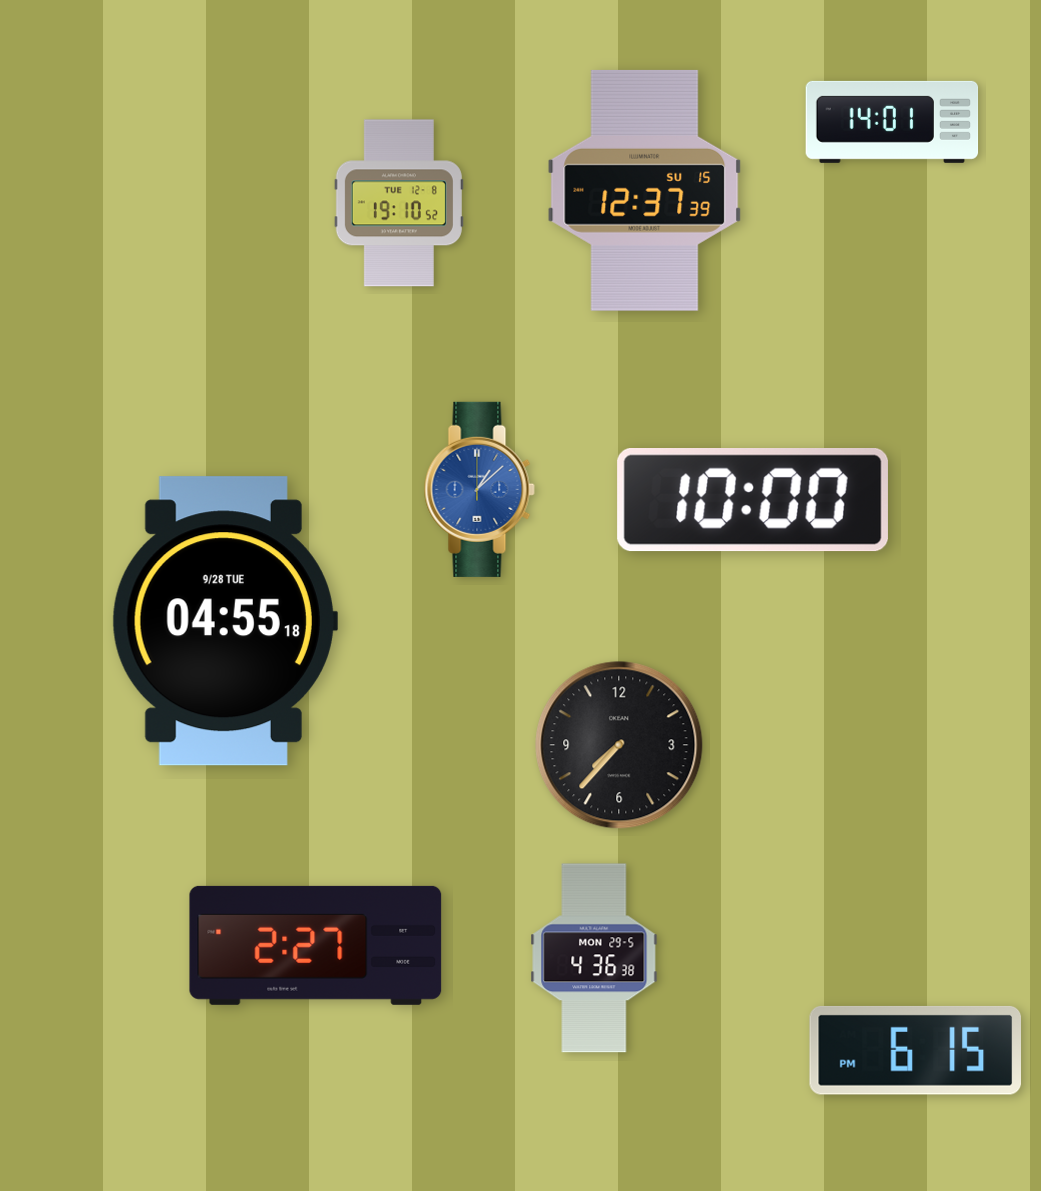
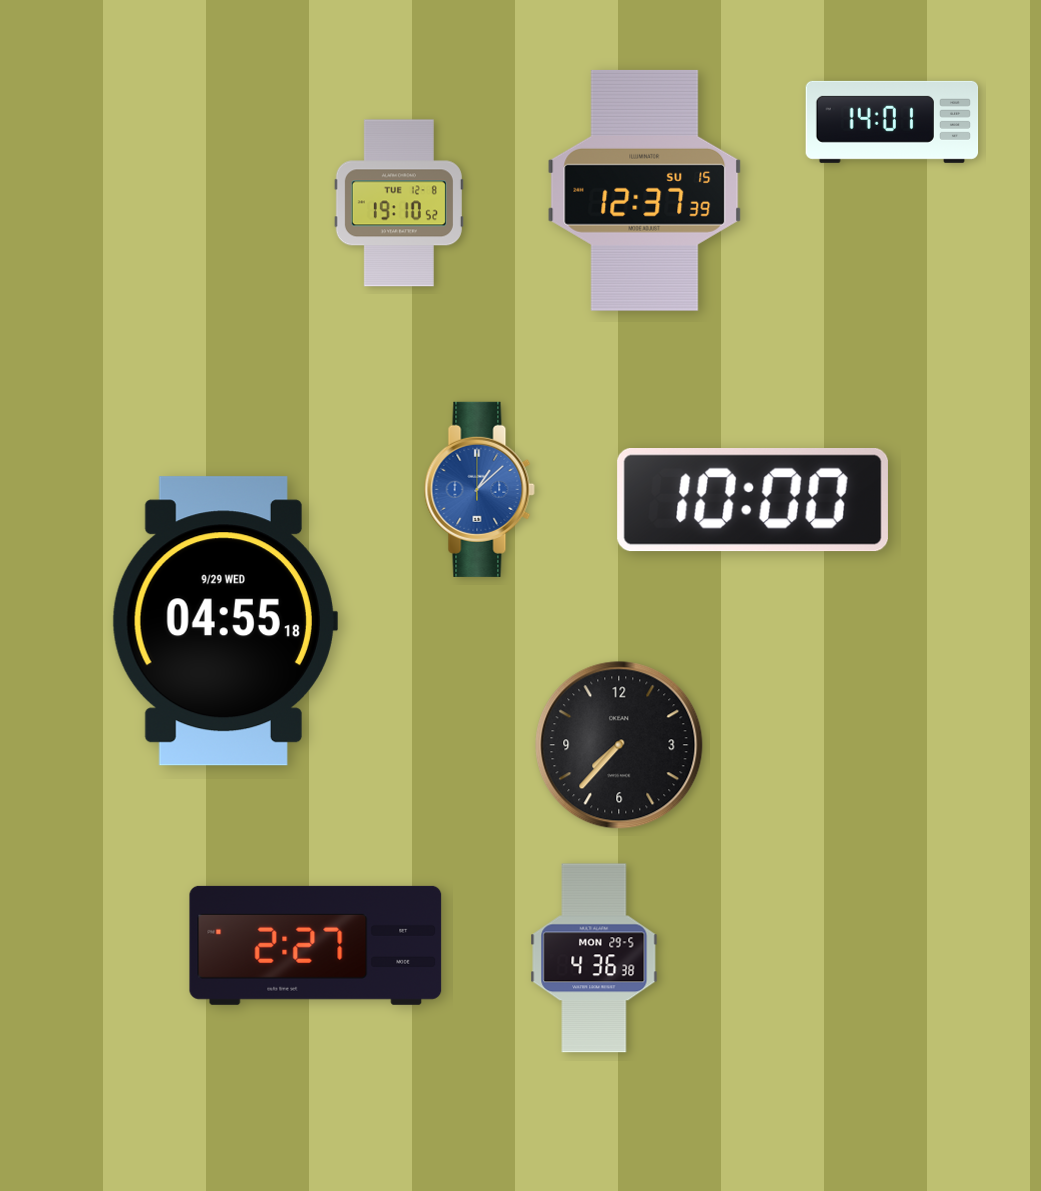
clock at (224, 621) date: 9/28 TUE -> 9/29 WED
clock at (915, 1050): 6:15 -> none
